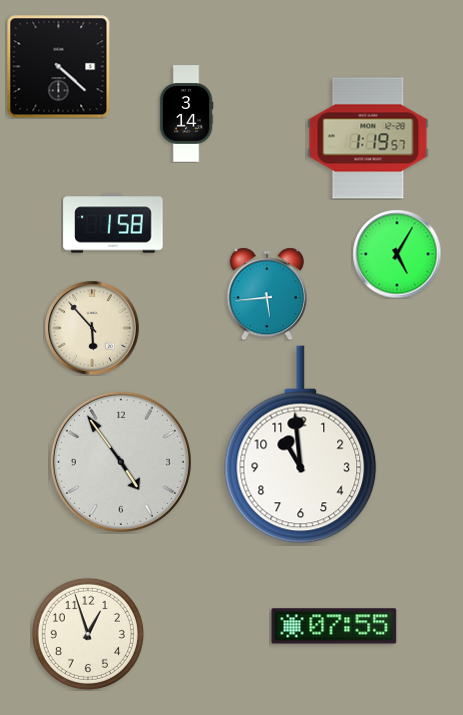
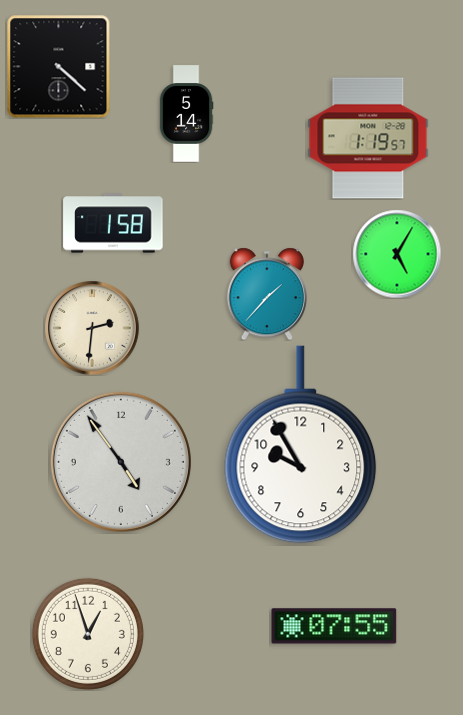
clock at (186, 114): 3:14 -> 5:14
clock at (267, 294): 5:44 -> 1:37
clock at (92, 328): 5:53 -> 2:31
clock at (301, 445): 10:59 -> 9:55
